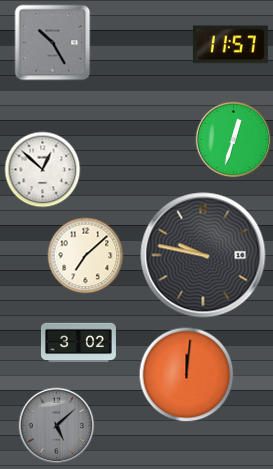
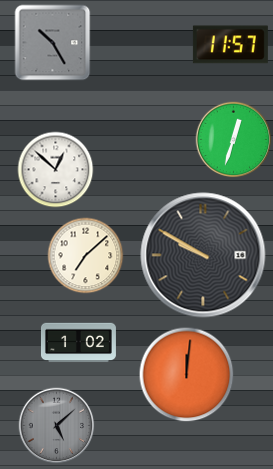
clock at (43, 170) position: (43, 170) -> (56, 170)
clock at (203, 255): 9:47 -> 9:50
clock at (78, 343): 3:02 -> 1:02
